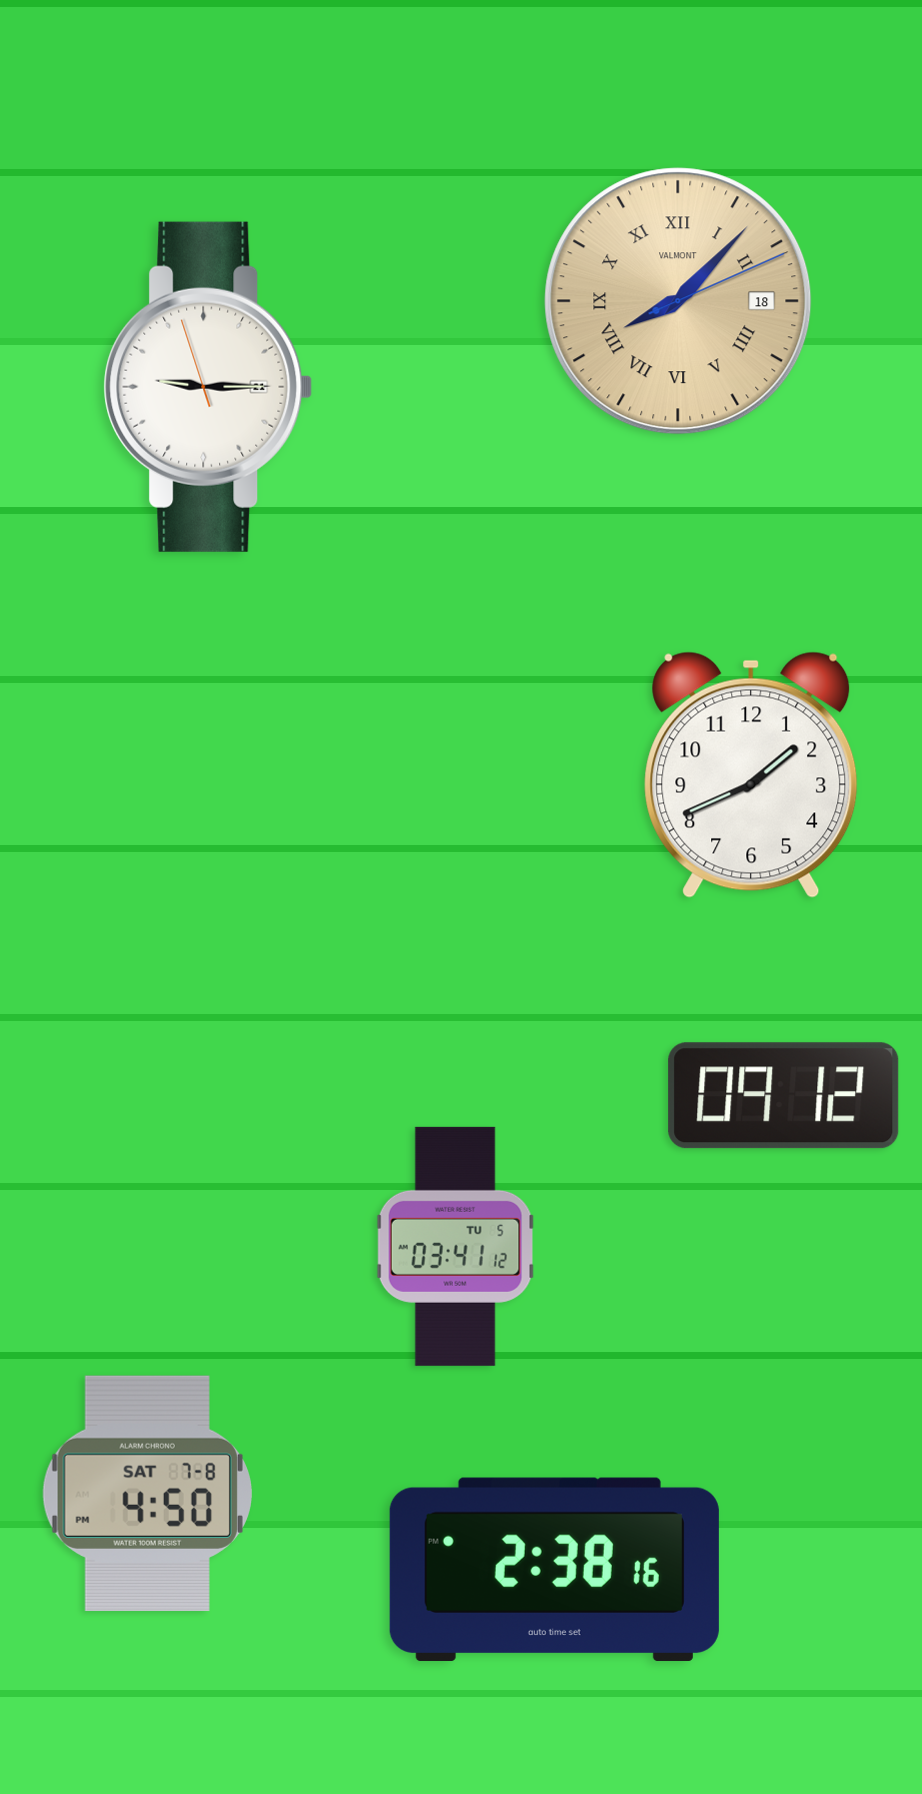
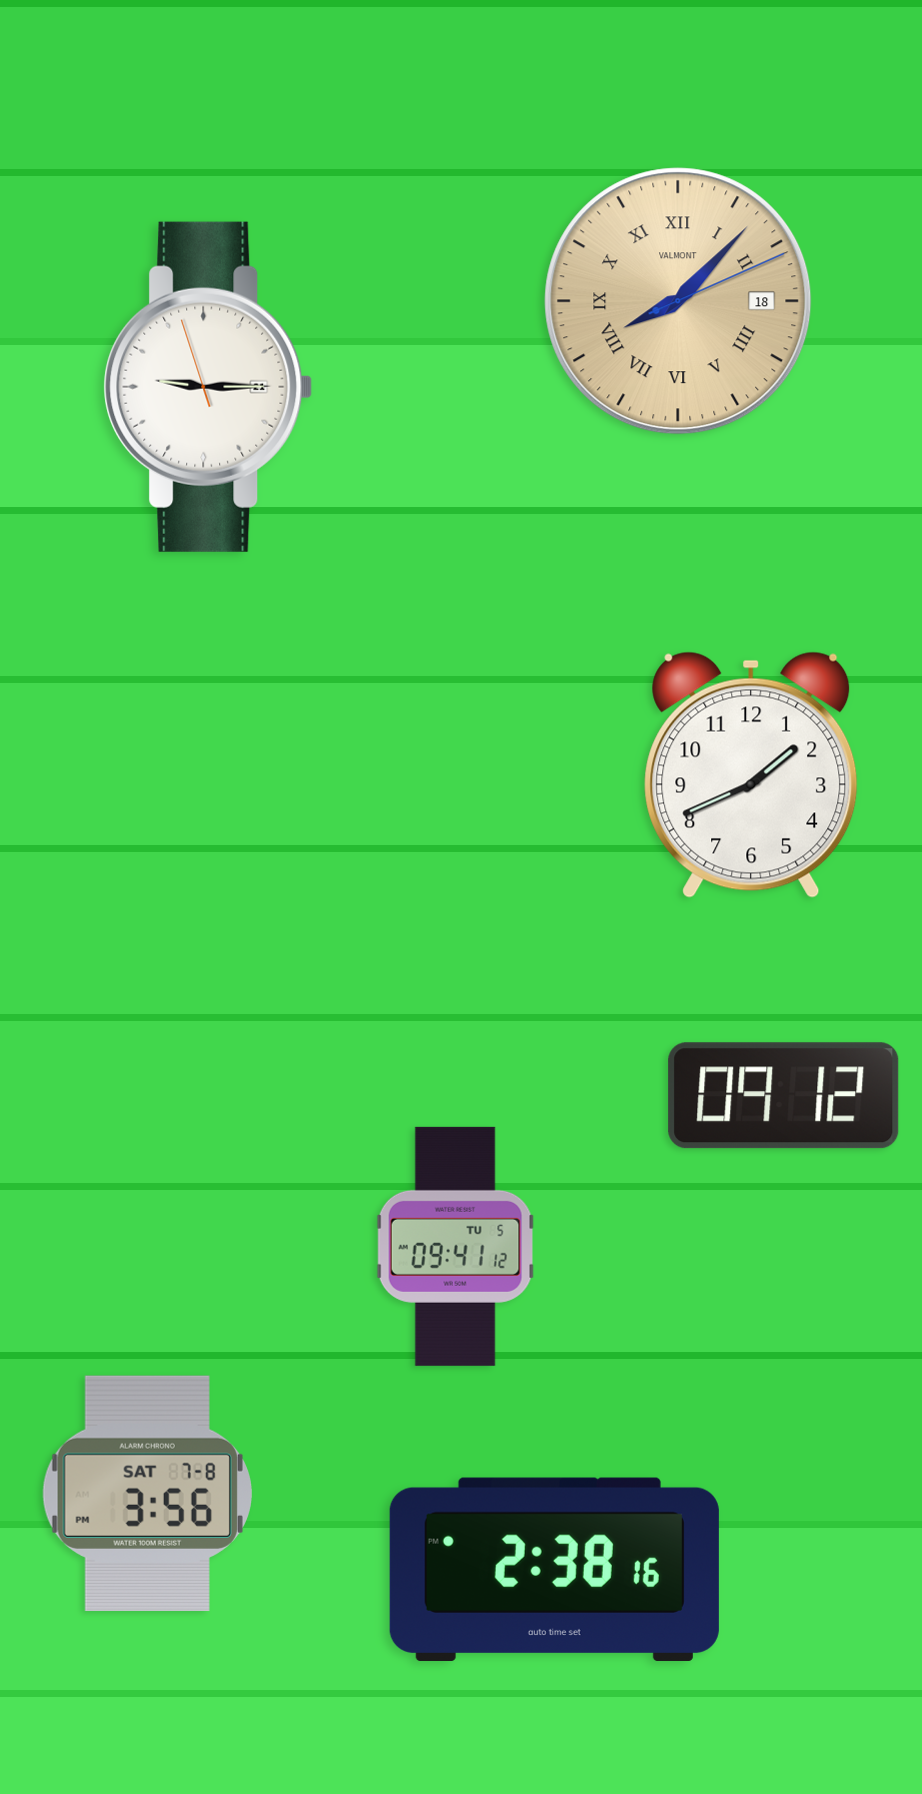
clock at (455, 1246): 03:41 -> 09:41
clock at (147, 1493): 4:50 -> 3:56
